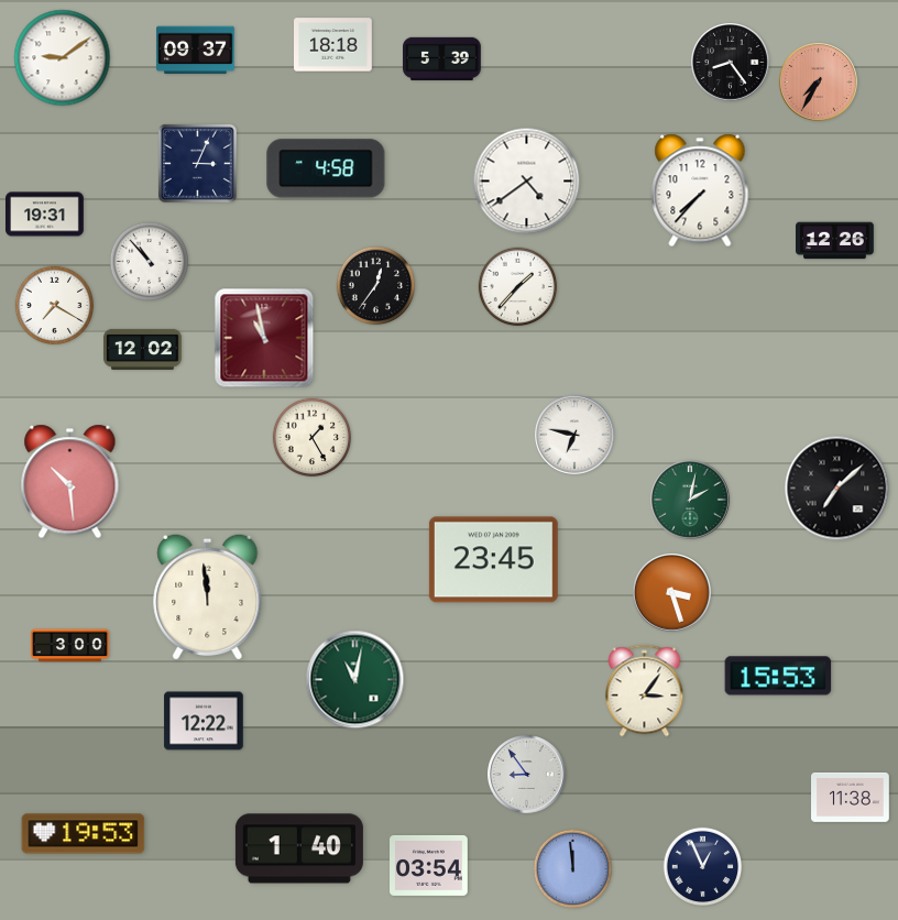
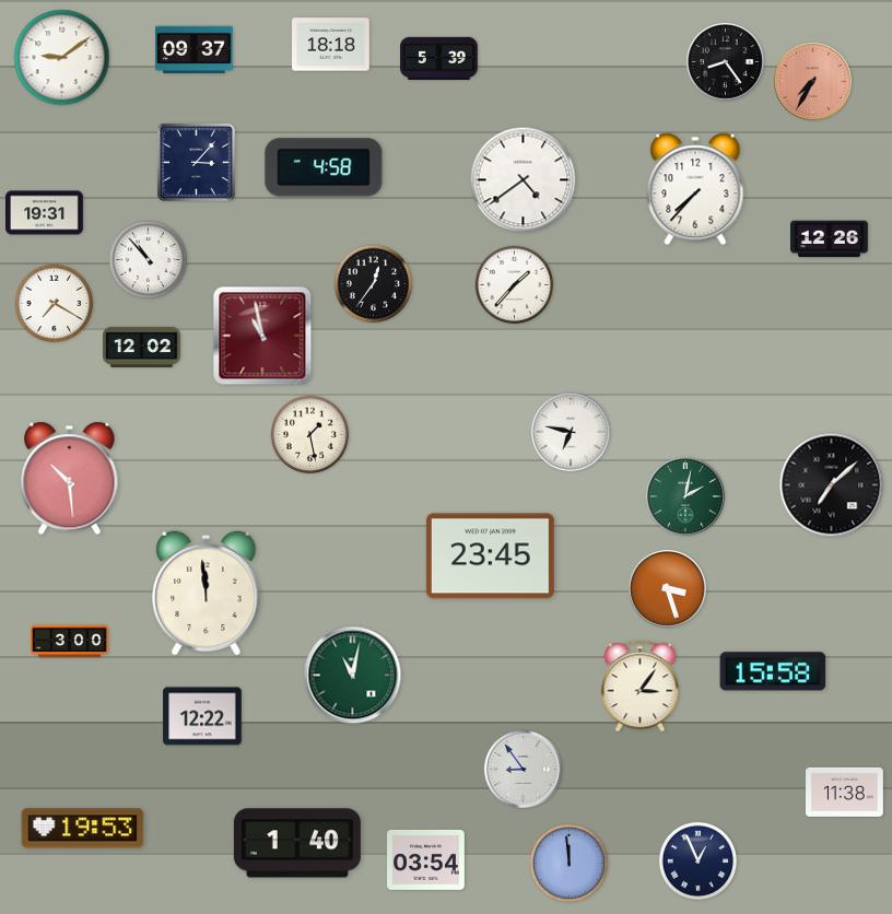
clock at (197, 163): 3:04 -> 3:07
clock at (313, 438): 1:25 -> 1:28
clock at (778, 676): 15:53 -> 15:58
